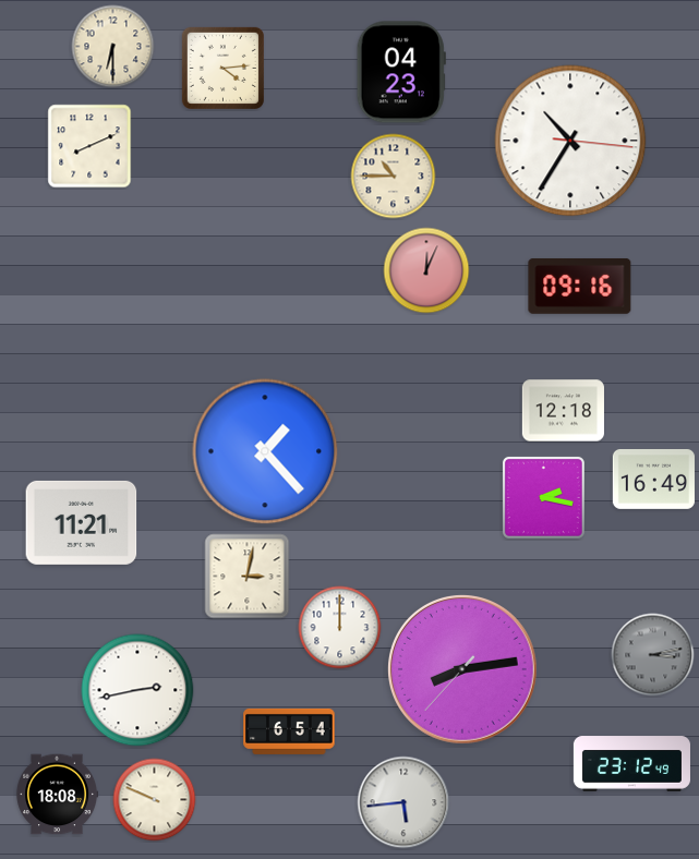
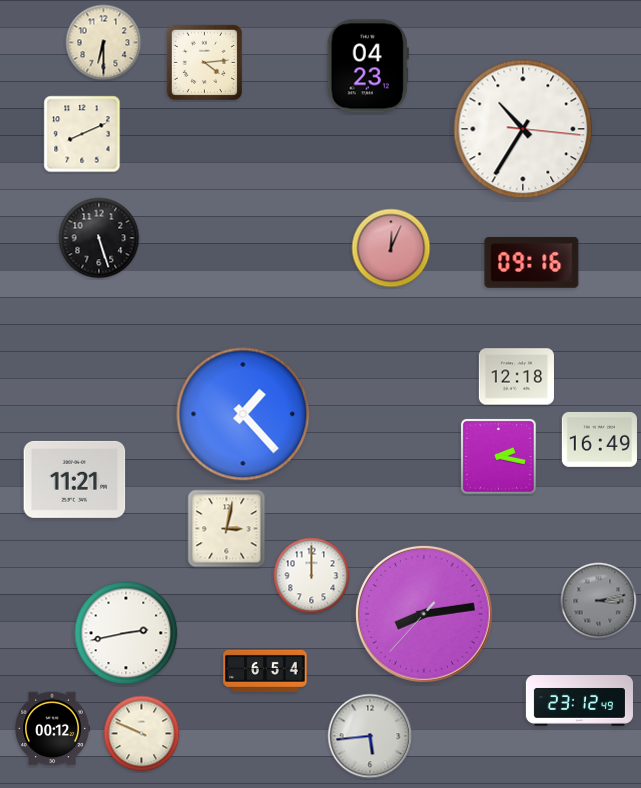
clock at (394, 177): 10:45 -> none
clock at (99, 238): none -> 5:27
clock at (57, 795): 18:08 -> 00:12
